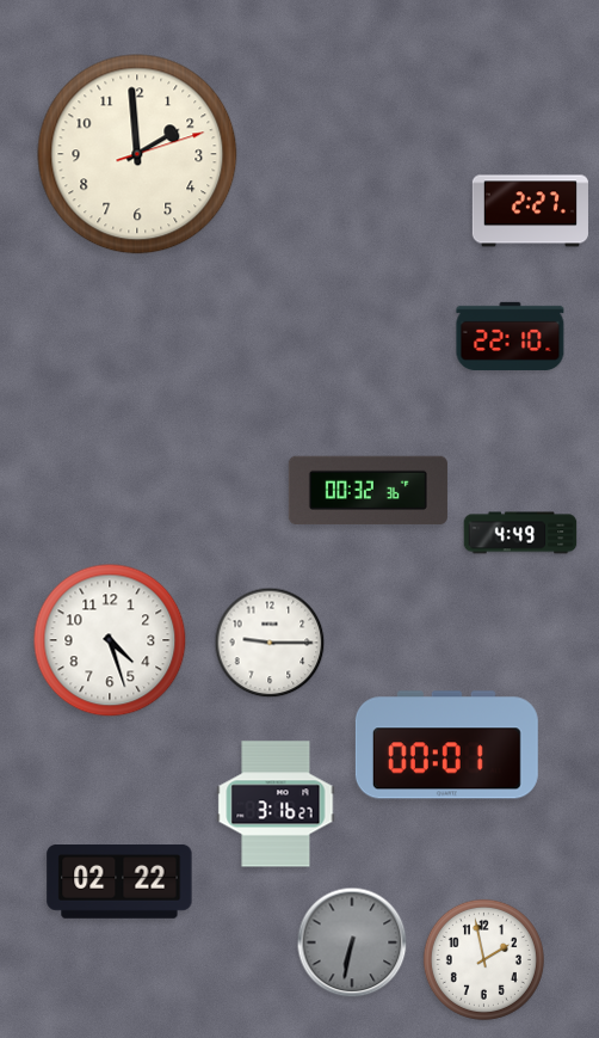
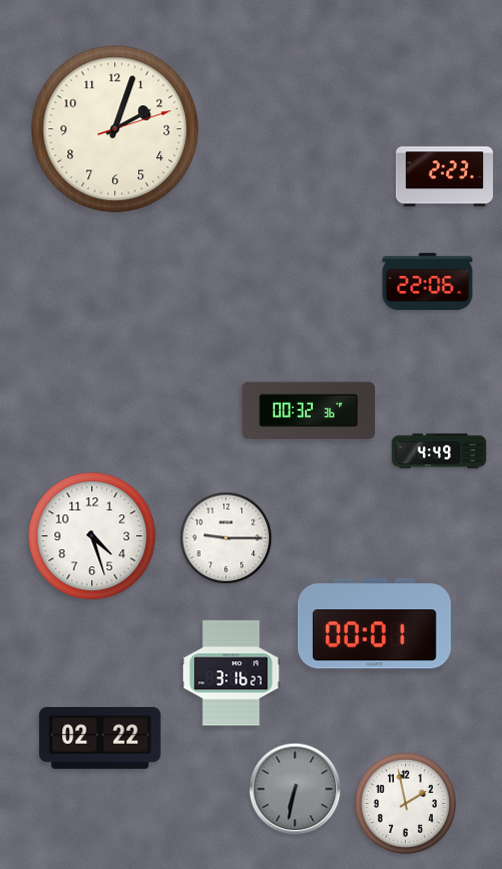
clock at (137, 154): 1:59 -> 2:03
clock at (530, 211): 2:27 -> 2:23
clock at (511, 336): 22:10 -> 22:06
clock at (520, 533) position: (520, 533) -> (439, 451)
